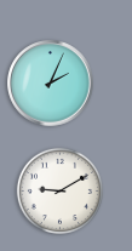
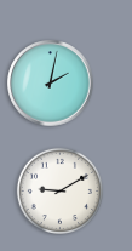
clock at (51, 84): 2:04 -> 2:02
